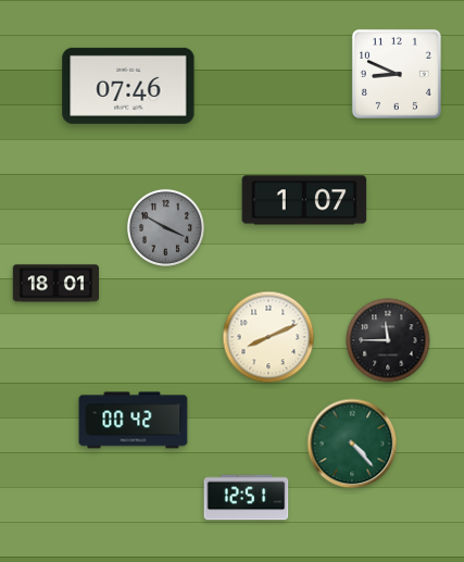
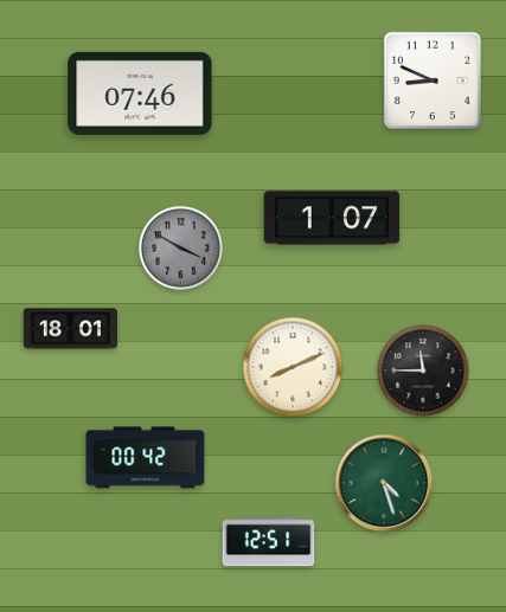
clock at (55, 284) position: (55, 284) -> (70, 329)
clock at (352, 444): 4:23 -> 4:27
